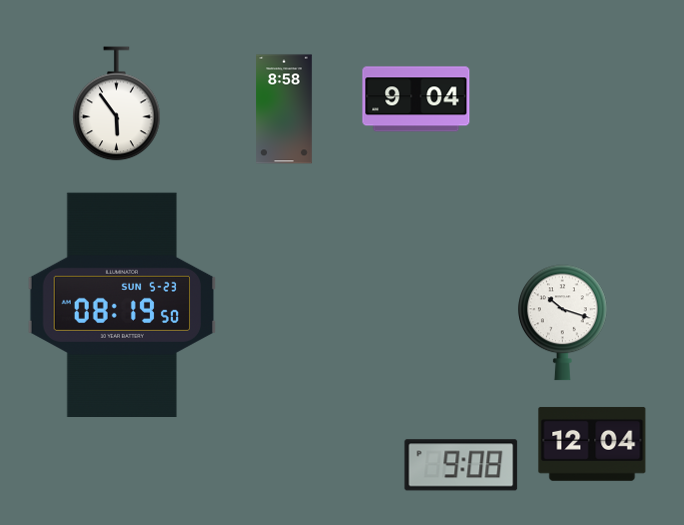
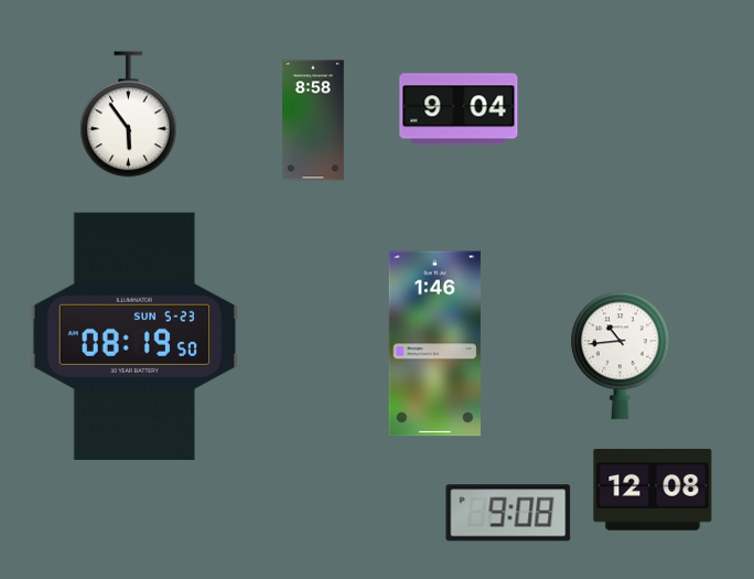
clock at (434, 344): none -> 1:46
clock at (563, 323): 10:18 -> 10:44
clock at (592, 444): 12:04 -> 12:08
